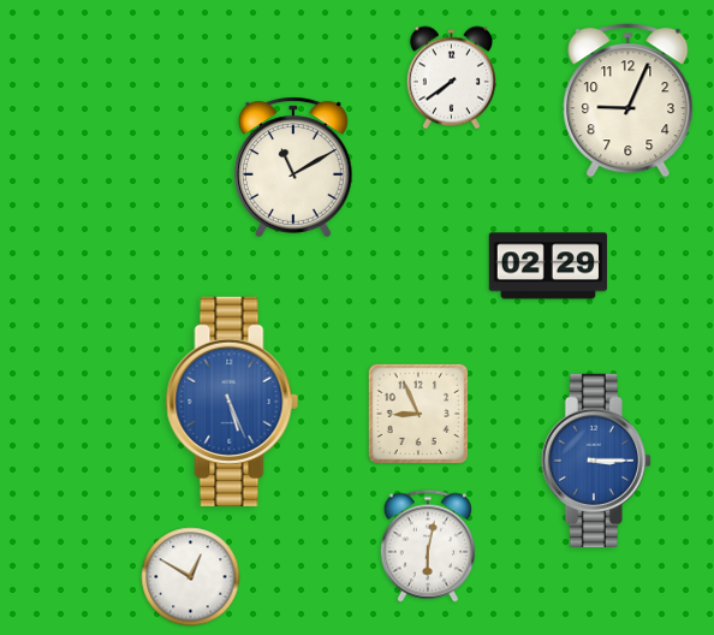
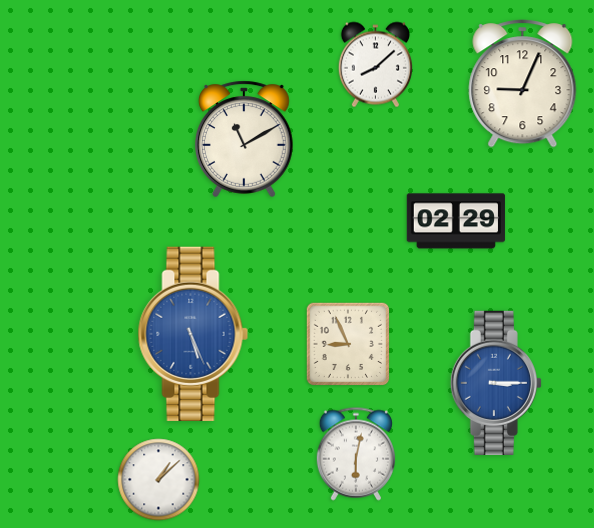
clock at (451, 78): 7:39 -> 8:08
clock at (191, 577): 12:50 -> 1:08
